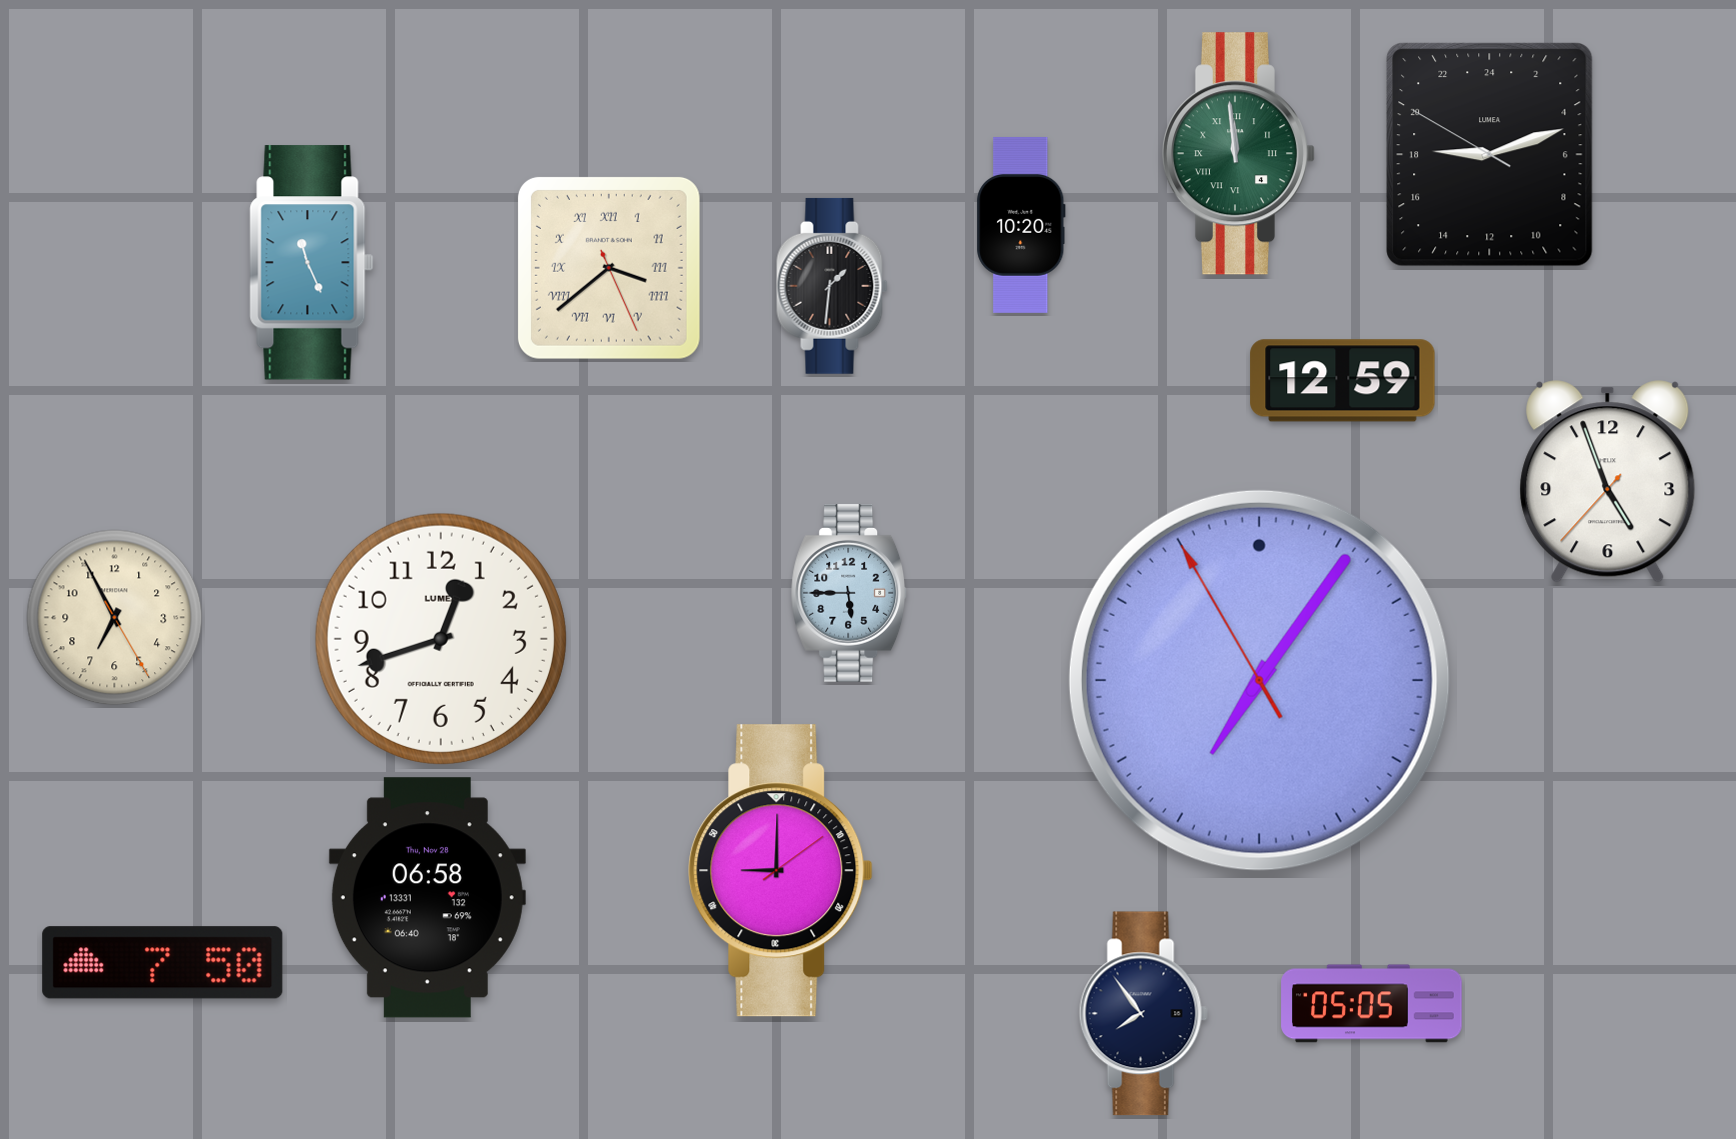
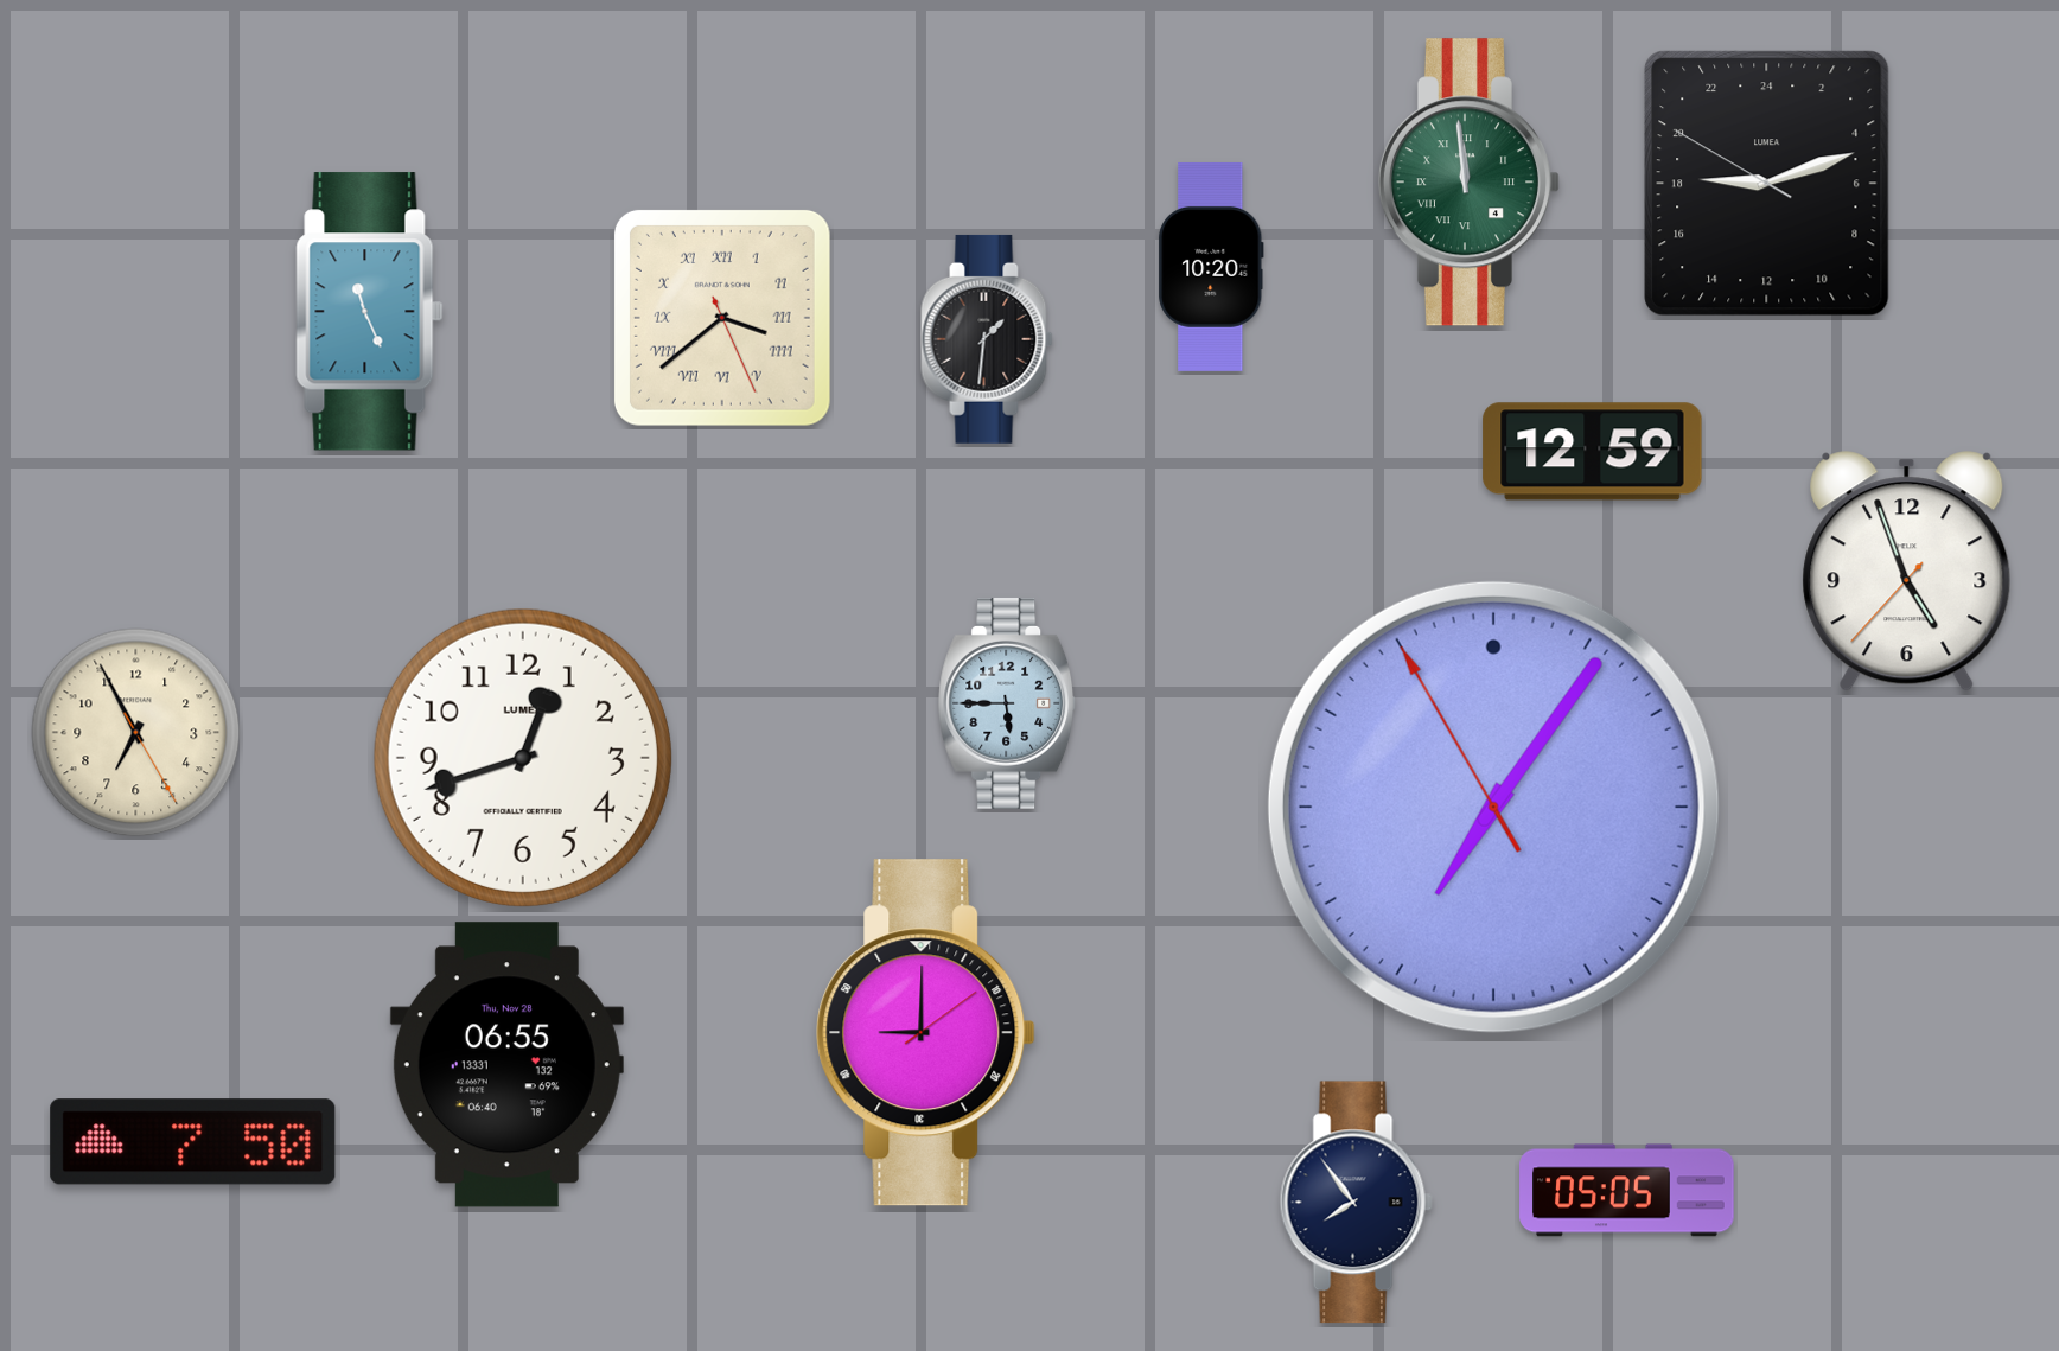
clock at (427, 898): 06:58 -> 06:55
